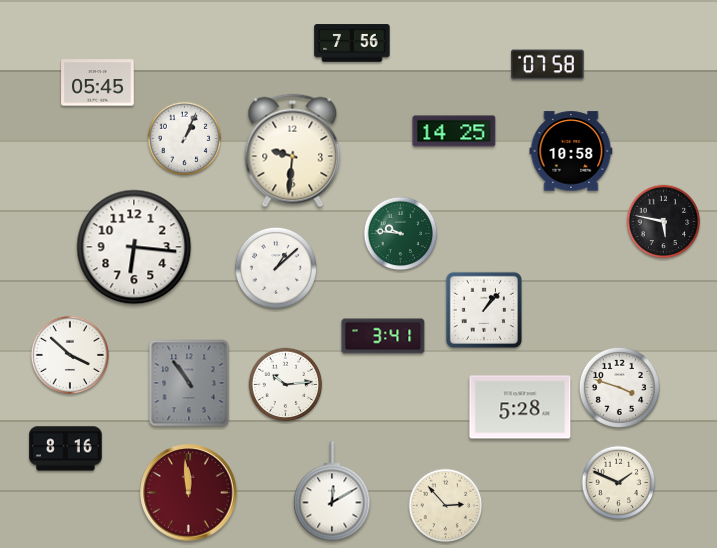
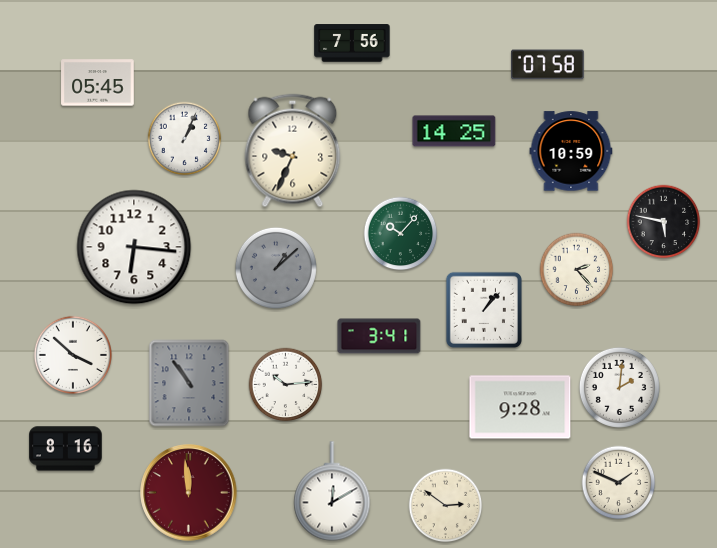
clock at (293, 151): 9:31 -> 9:34
clock at (571, 151): 10:58 -> 10:59
clock at (401, 234): 9:46 -> 10:07
clock at (276, 268) dial: white -> grey
clock at (577, 270): none -> 2:23
clock at (383, 336) position: (383, 336) -> (379, 336)
clock at (69, 354) position: (69, 354) -> (72, 354)
clock at (619, 387): 3:48 -> 2:01
clock at (520, 407): 5:28 -> 9:28
clock at (446, 506): 2:53 -> 2:51
